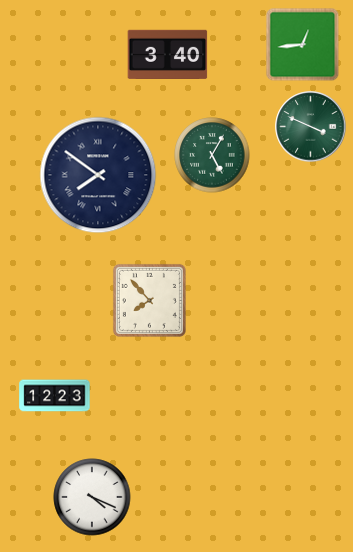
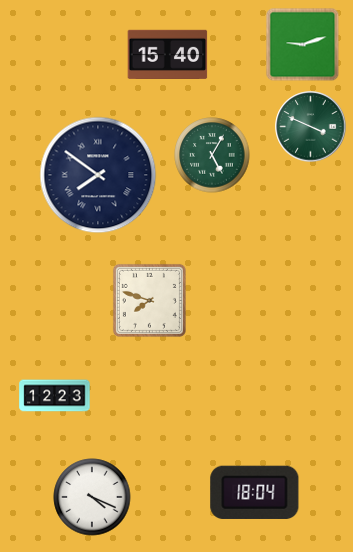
clock at (303, 45): 12:44 -> 9:12
clock at (168, 54): 3:40 -> 15:40
clock at (149, 300): 7:53 -> 7:48
clock at (255, 492): none -> 18:04
